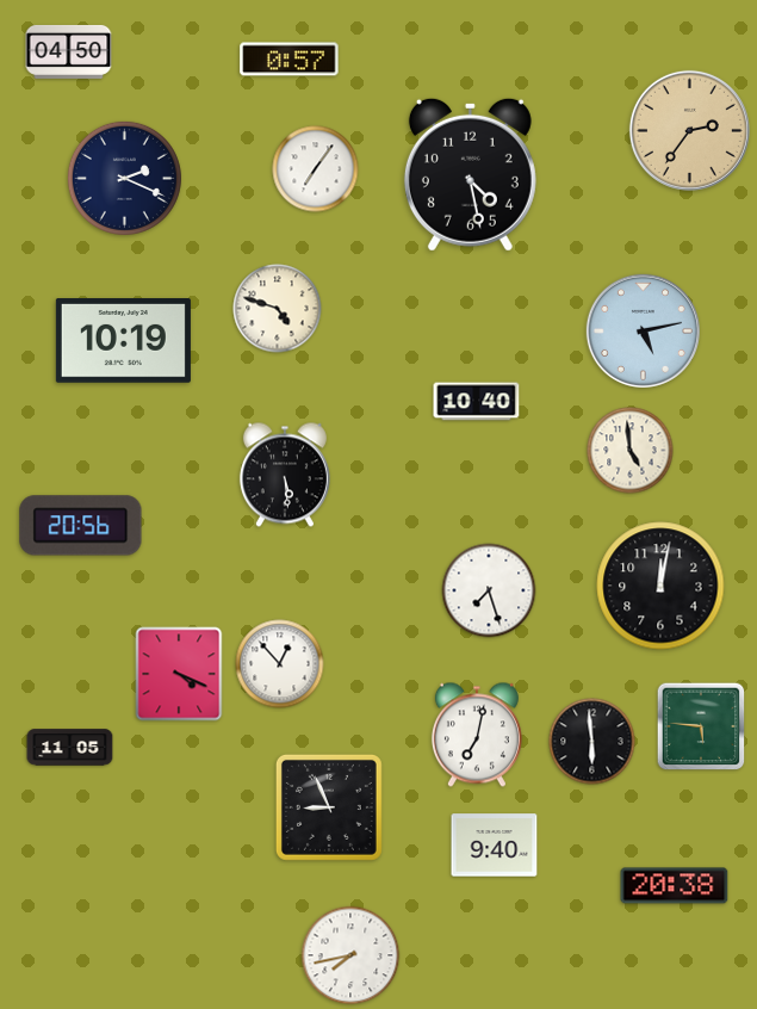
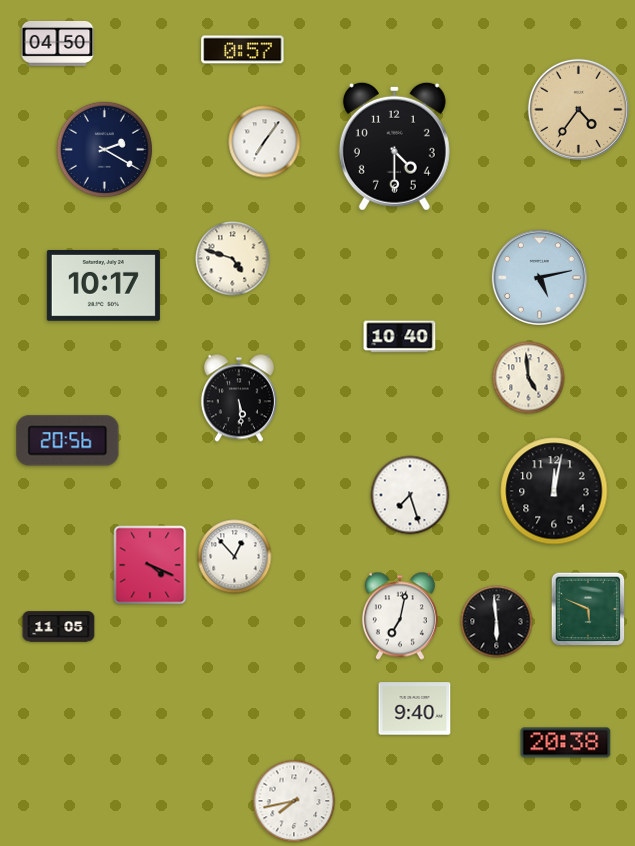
clock at (689, 130): 2:36 -> 4:36
clock at (470, 174): 4:28 -> 4:30
clock at (124, 178): 2:19 -> 2:20
clock at (123, 341): 10:19 -> 10:17
clock at (701, 726): 5:46 -> 5:49
clock at (329, 807): 8:56 -> none
